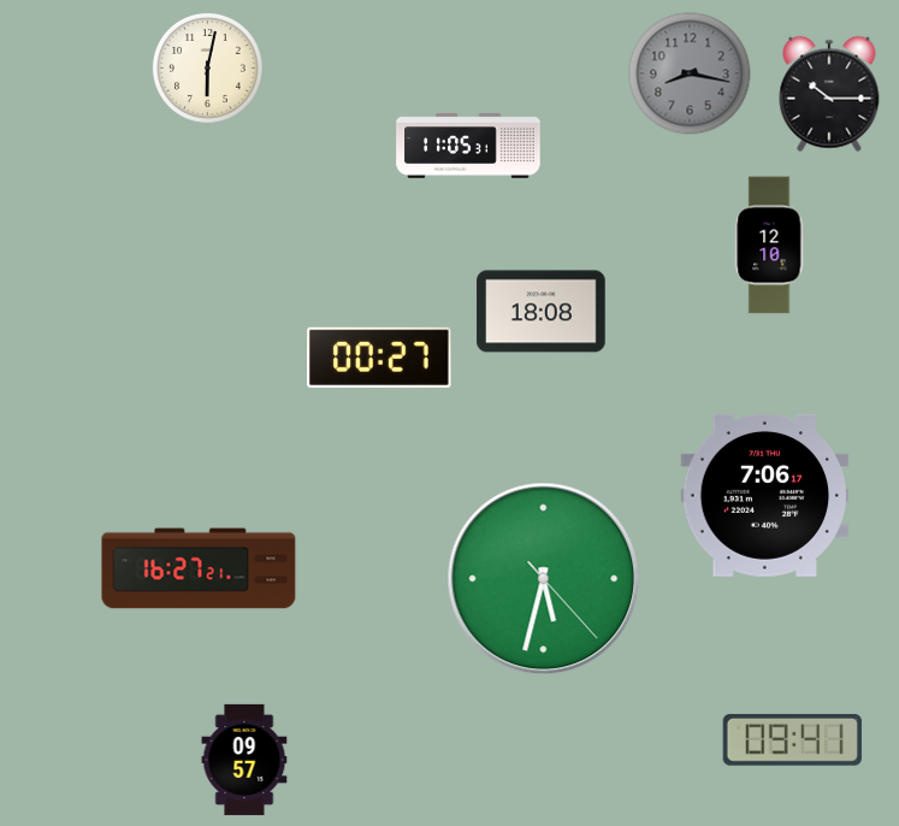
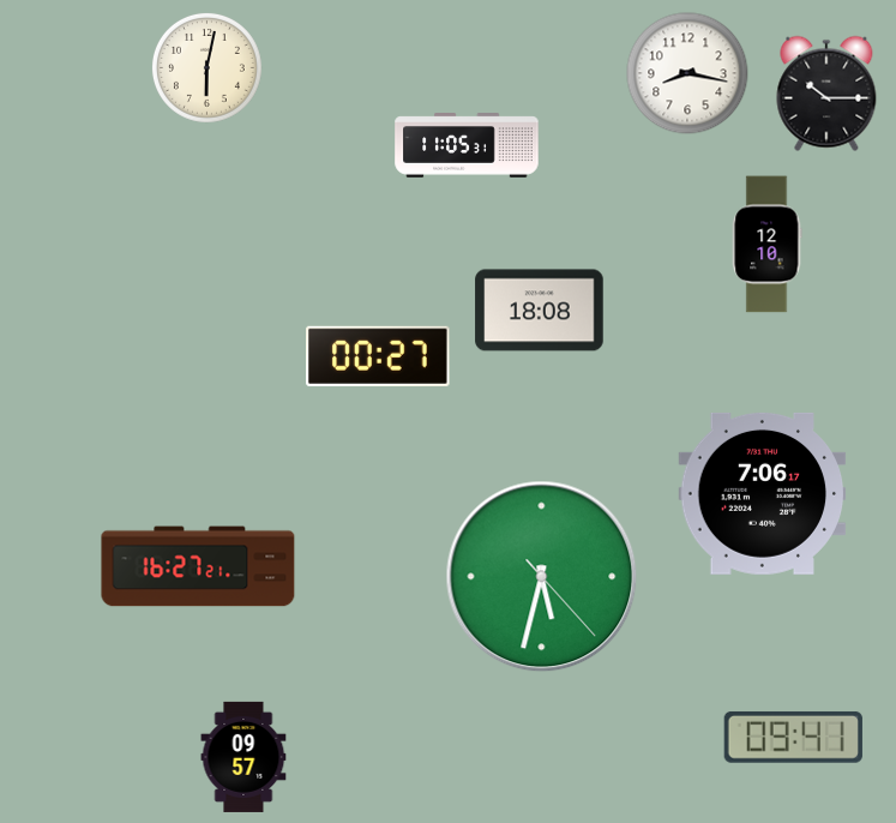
clock at (690, 73) dial: grey -> white
clock at (792, 739) position: (792, 739) -> (793, 737)
